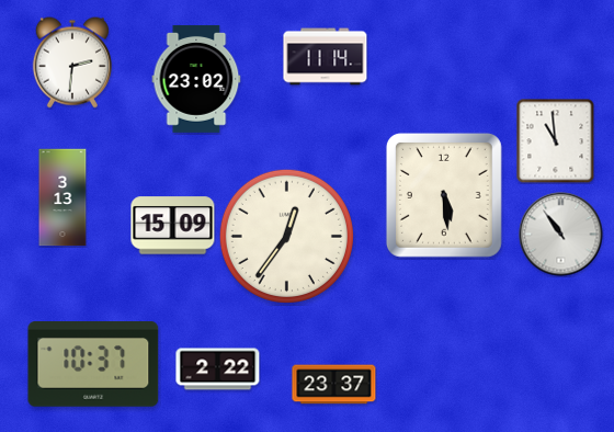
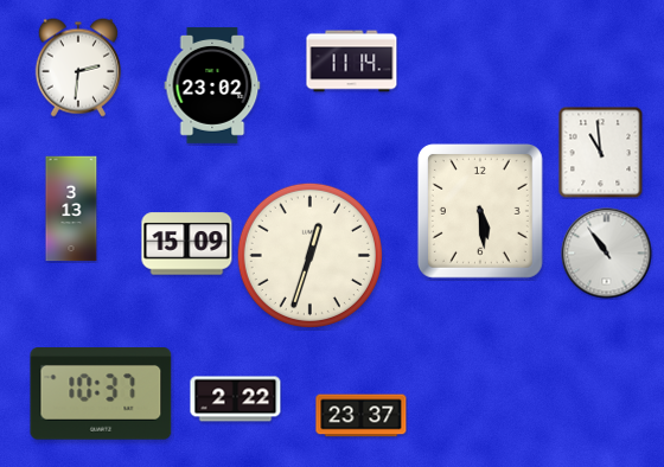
clock at (62, 197) position: (62, 197) -> (71, 209)
clock at (286, 236): 12:36 -> 12:33
